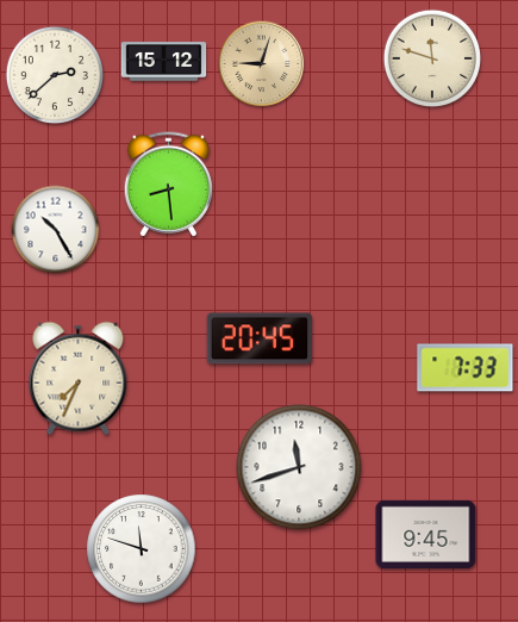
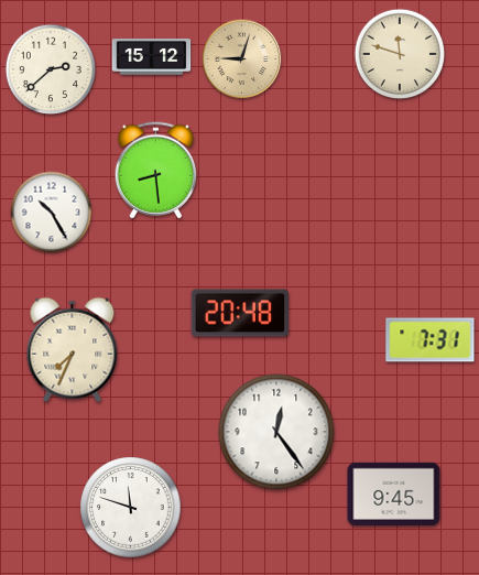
clock at (258, 338): 20:45 -> 20:48
clock at (466, 368): 7:33 -> 7:31
clock at (299, 467): 11:42 -> 12:24
